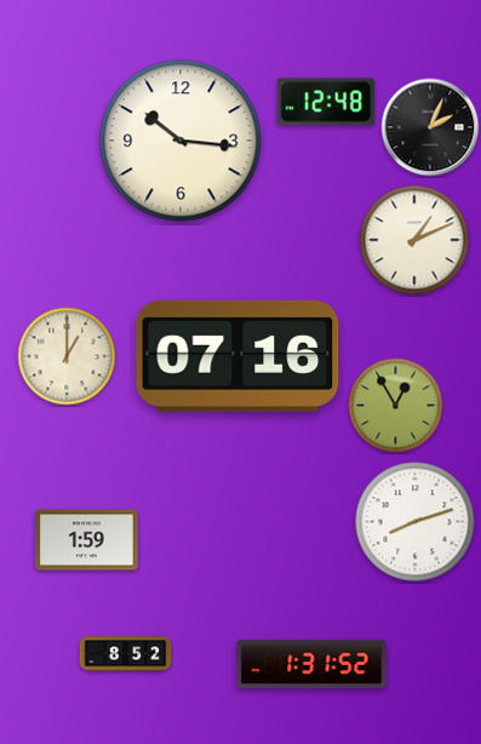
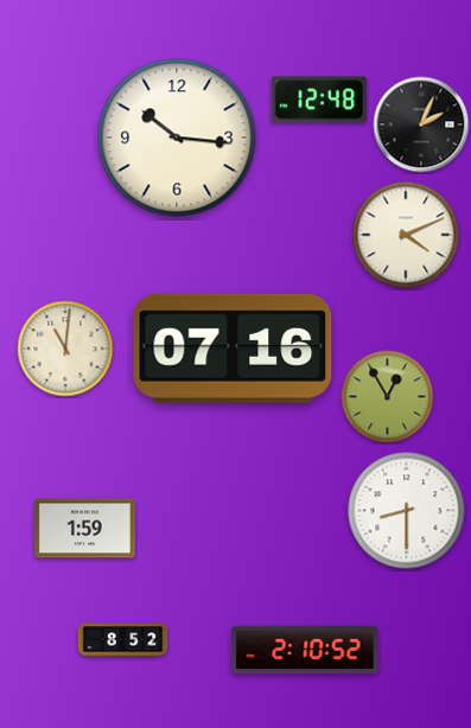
clock at (414, 240): 1:11 -> 4:11
clock at (67, 356): 1:00 -> 11:01
clock at (416, 522): 8:12 -> 8:30
clock at (311, 663): 1:31 -> 2:10
